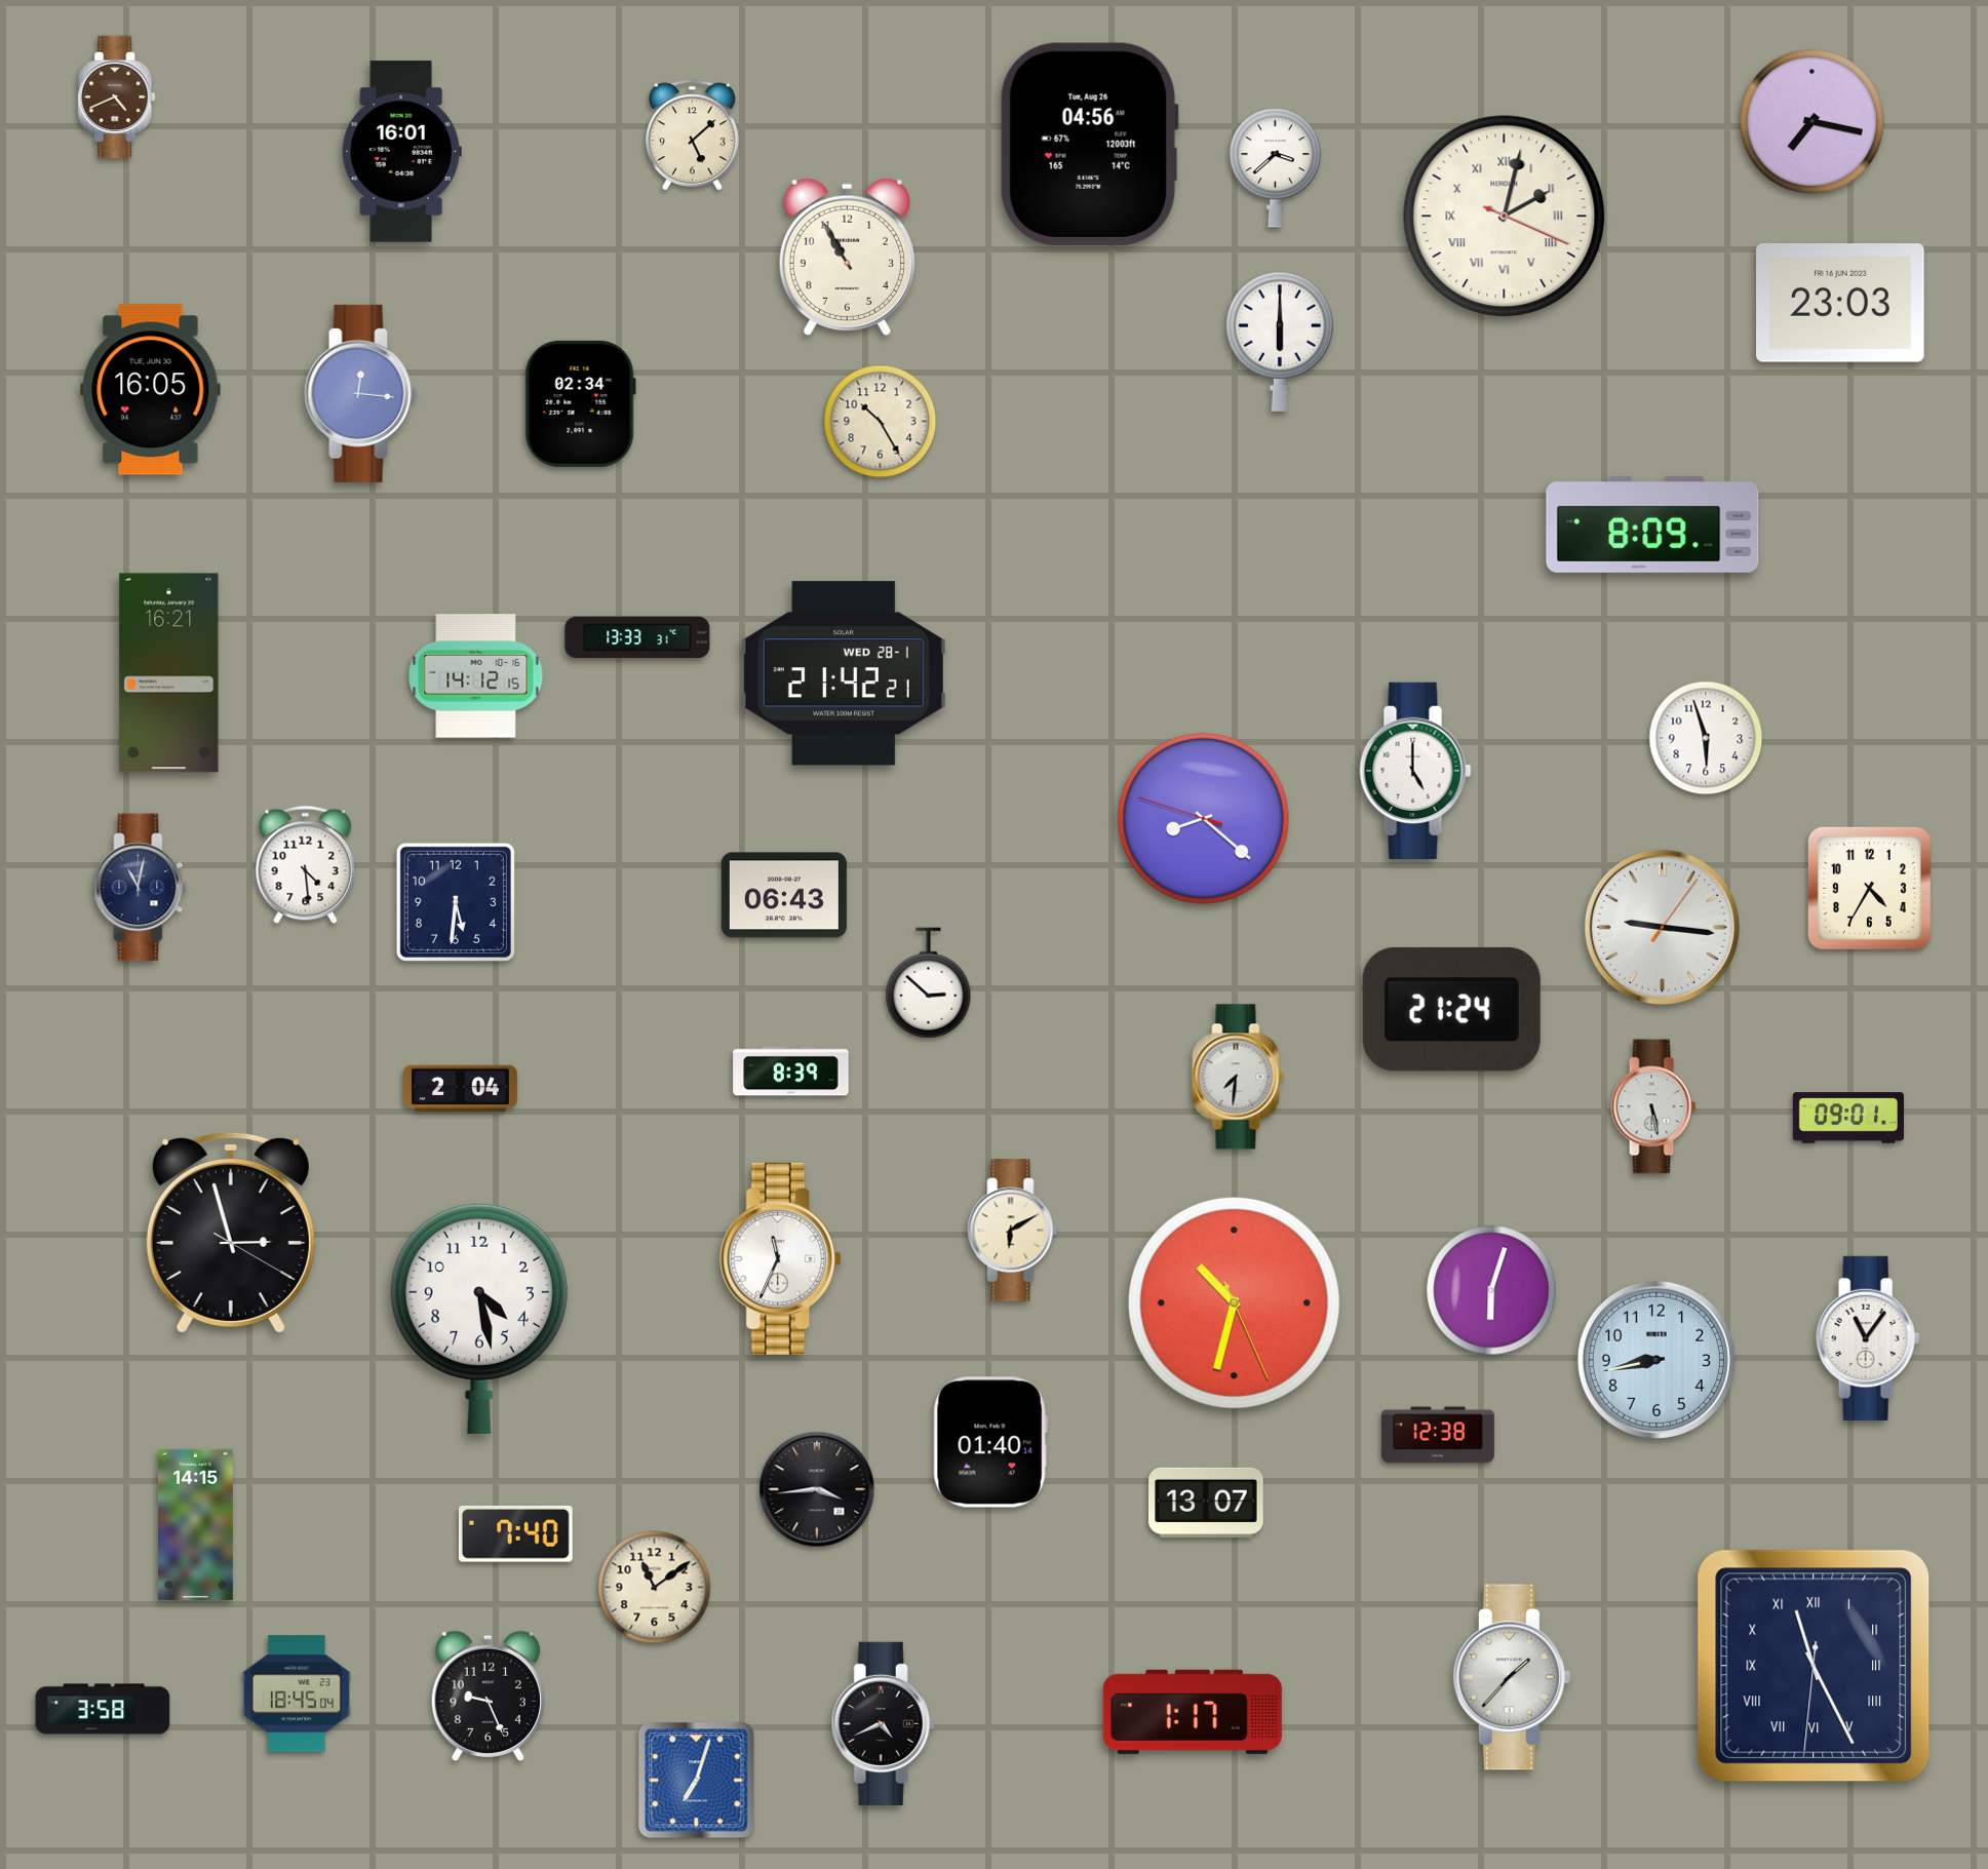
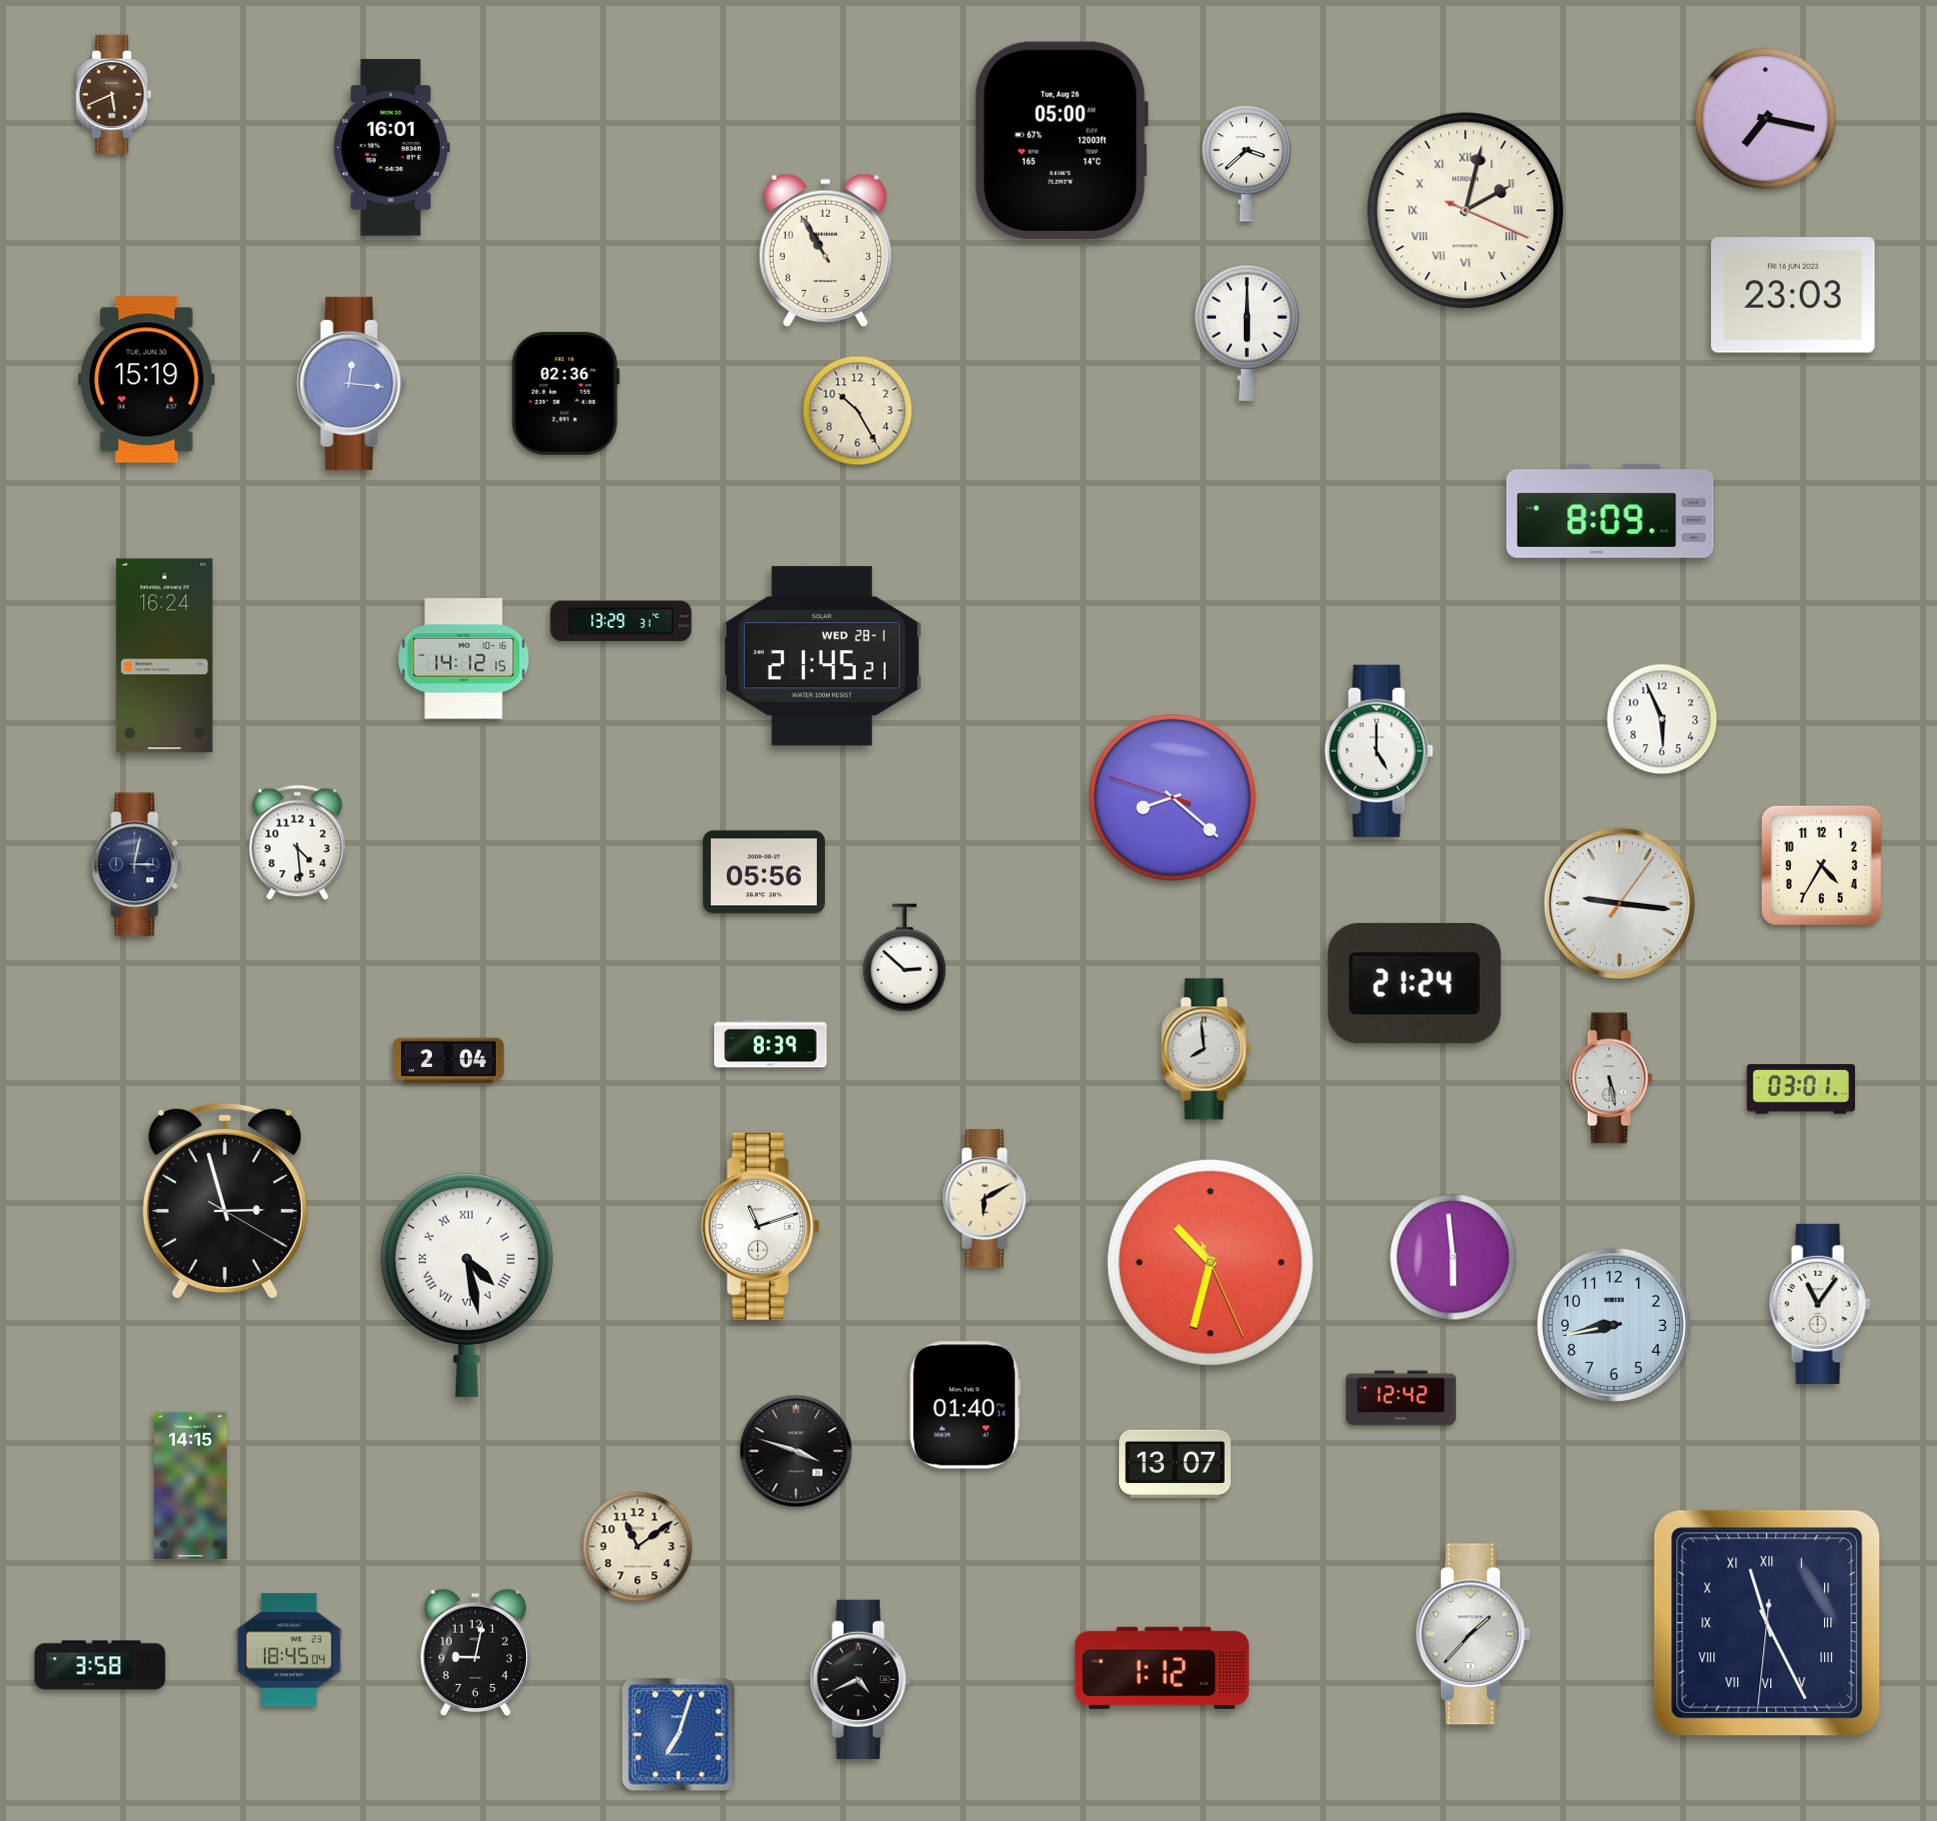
clock at (117, 98): 4:41 -> 5:41
clock at (692, 135): 5:08 -> none
clock at (1089, 144): 04:56 -> 05:00
clock at (1275, 168) position: (1275, 168) -> (1246, 164)
clock at (151, 390): 16:05 -> 15:19
clock at (580, 403): 02:34 -> 02:36
clock at (637, 637): 13:33 -> 13:29
clock at (169, 673): 16:21 -> 16:24
clock at (844, 673): 21:42 -> 21:45
clock at (1706, 738): 5:57 -> 5:56
clock at (141, 888): 11:02 -> 3:02
clock at (784, 895): 06:43 -> 05:56
clock at (456, 902): 5:31 -> none
clock at (1238, 1077): 7:31 -> 7:59
clock at (1847, 1118): 09:01 -> 03:01
clock at (781, 1258): 11:34 -> 11:12
clock at (1491, 1290): 6:03 -> 5:59
clock at (1234, 1302) position: (1234, 1302) -> (1210, 1262)
clock at (479, 1318) numerals: Arabic -> Roman
clock at (1438, 1435): 12:38 -> 12:42
clock at (817, 1489): 3:44 -> 3:48
clock at (515, 1534): 7:40 -> none
clock at (488, 1697): 9:26 -> 9:02
clock at (1193, 1712): 1:17 -> 1:12
